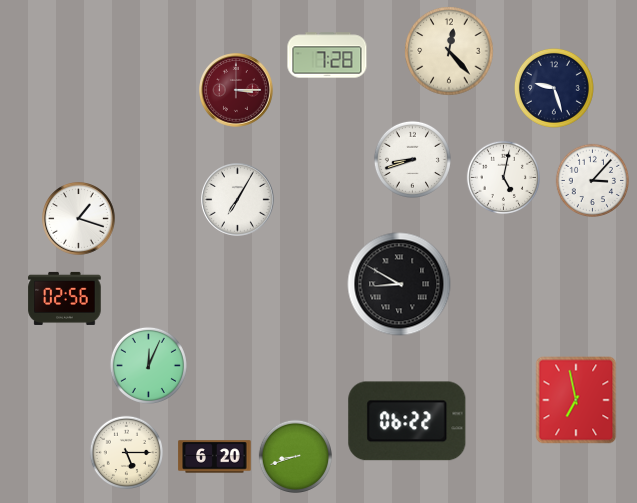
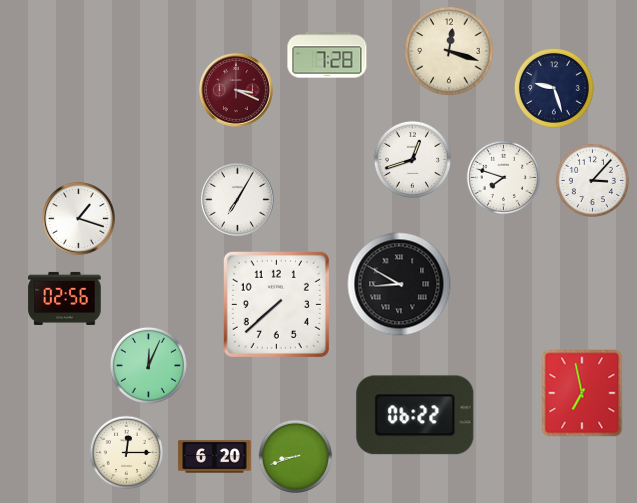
clock at (449, 51): 12:23 -> 12:18
clock at (236, 90): 3:15 -> 3:19
clock at (412, 159): 8:42 -> 12:42
clock at (503, 177): 5:02 -> 7:48
clock at (276, 304): none -> 7:38
clock at (576, 400) position: (576, 400) -> (582, 393)
clock at (407, 421) position: (407, 421) -> (415, 415)
clock at (126, 452): 5:15 -> 12:15
